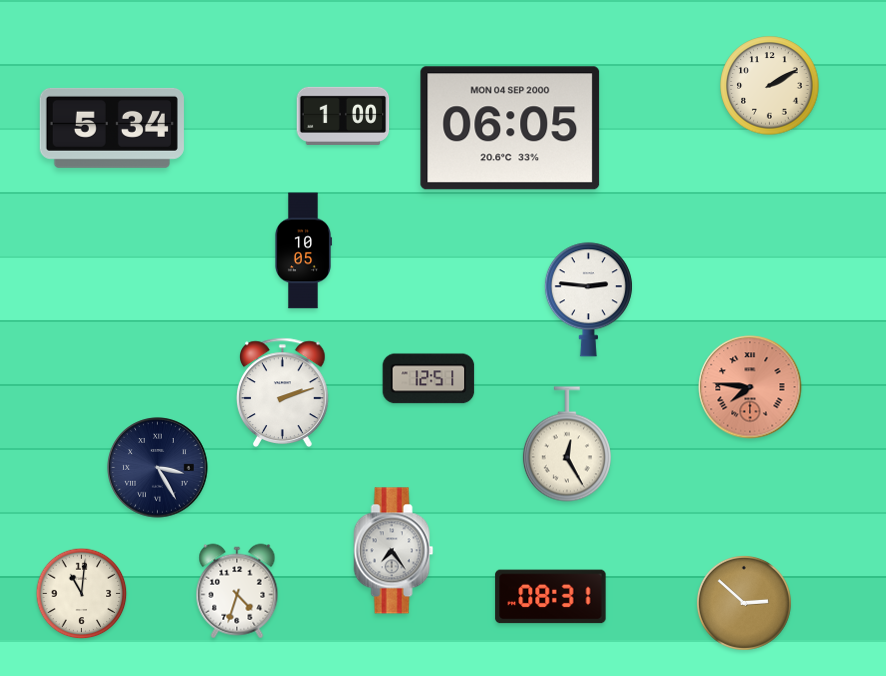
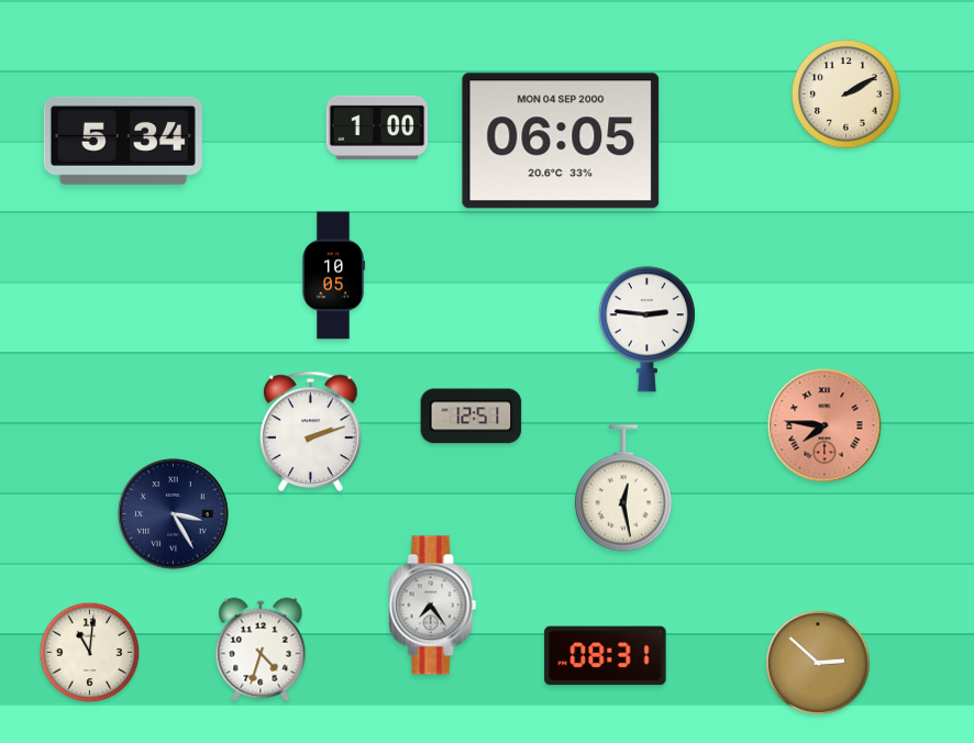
clock at (567, 444): 12:25 -> 12:28
